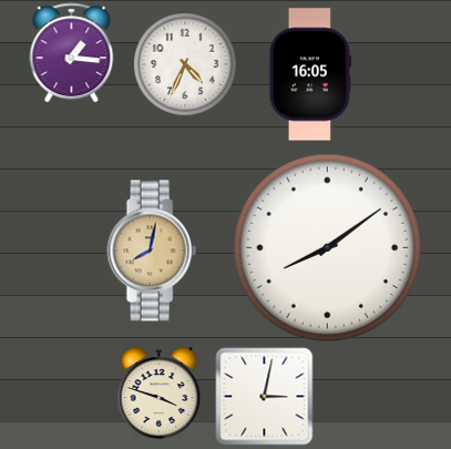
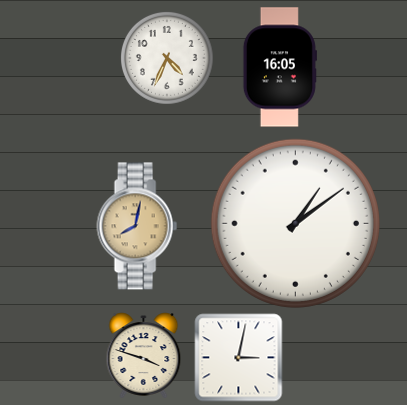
clock at (72, 52): 1:16 -> none
clock at (327, 247): 8:09 -> 1:09
